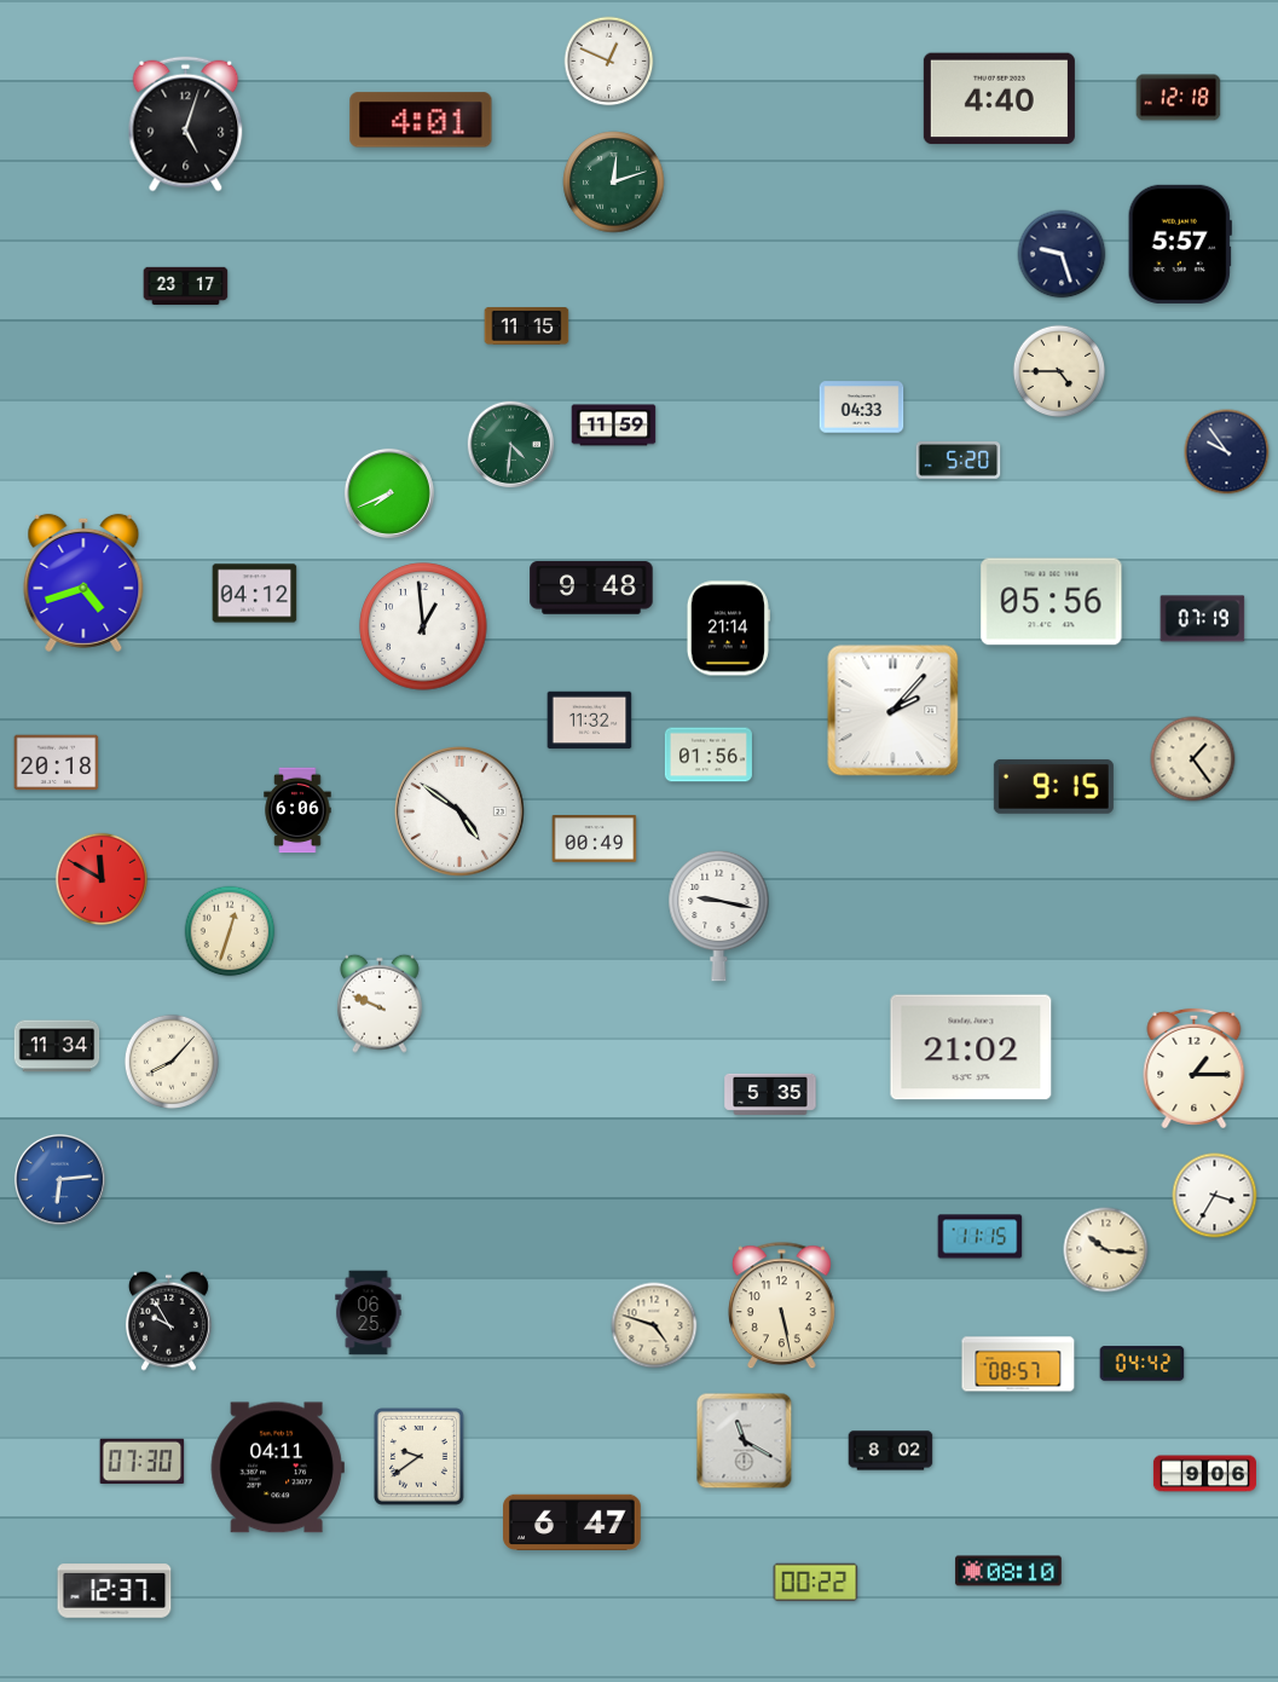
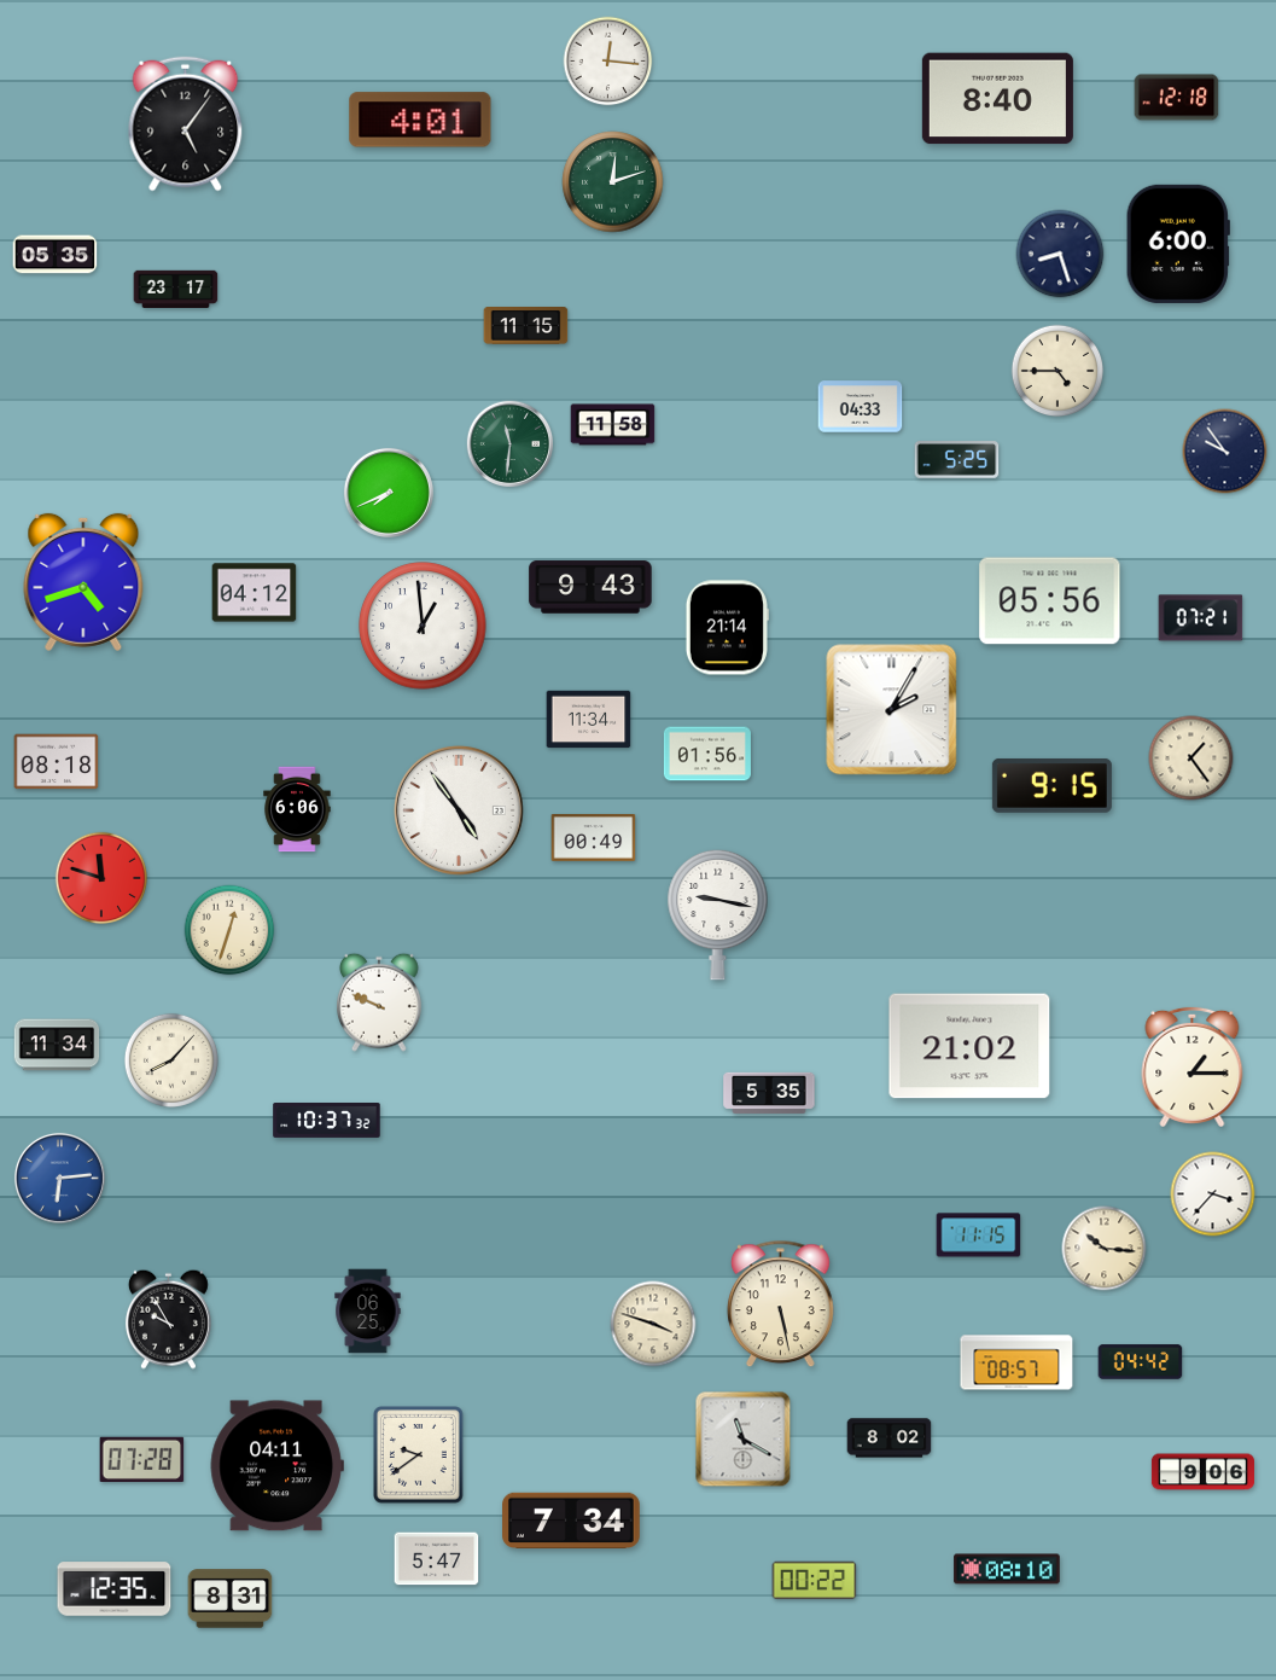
clock at (609, 62): 12:49 -> 12:16
clock at (999, 99): 4:40 -> 8:40
clock at (186, 125): 5:03 -> 5:06
clock at (1180, 244): 5:57 -> 6:00
clock at (1062, 254): 9:27 -> 8:27
clock at (56, 255): none -> 05:35
clock at (186, 285) position: (186, 285) -> (176, 289)
clock at (614, 426): 11:59 -> 11:58
clock at (511, 445): 4:31 -> 11:31
clock at (959, 461): 5:20 -> 5:25
clock at (591, 588): 9:48 -> 9:43
clock at (1203, 619): 07:19 -> 07:21
clock at (894, 711): 2:07 -> 2:05
clock at (590, 721): 11:32 -> 11:34
clock at (57, 763): 20:18 -> 08:18
clock at (459, 811): 4:51 -> 4:54
clock at (102, 879): 11:50 -> 11:48
clock at (327, 1121): none -> 10:37
clock at (1215, 1196): 3:35 -> 3:37
clock at (654, 1325): 4:48 -> 3:48
clock at (891, 1451) position: (891, 1451) -> (890, 1438)
clock at (143, 1461): 07:30 -> 07:28
clock at (572, 1521): 6:47 -> 7:34
clock at (437, 1559): none -> 5:47
clock at (115, 1591): 12:37 -> 12:35
clock at (231, 1599): none -> 8:31
